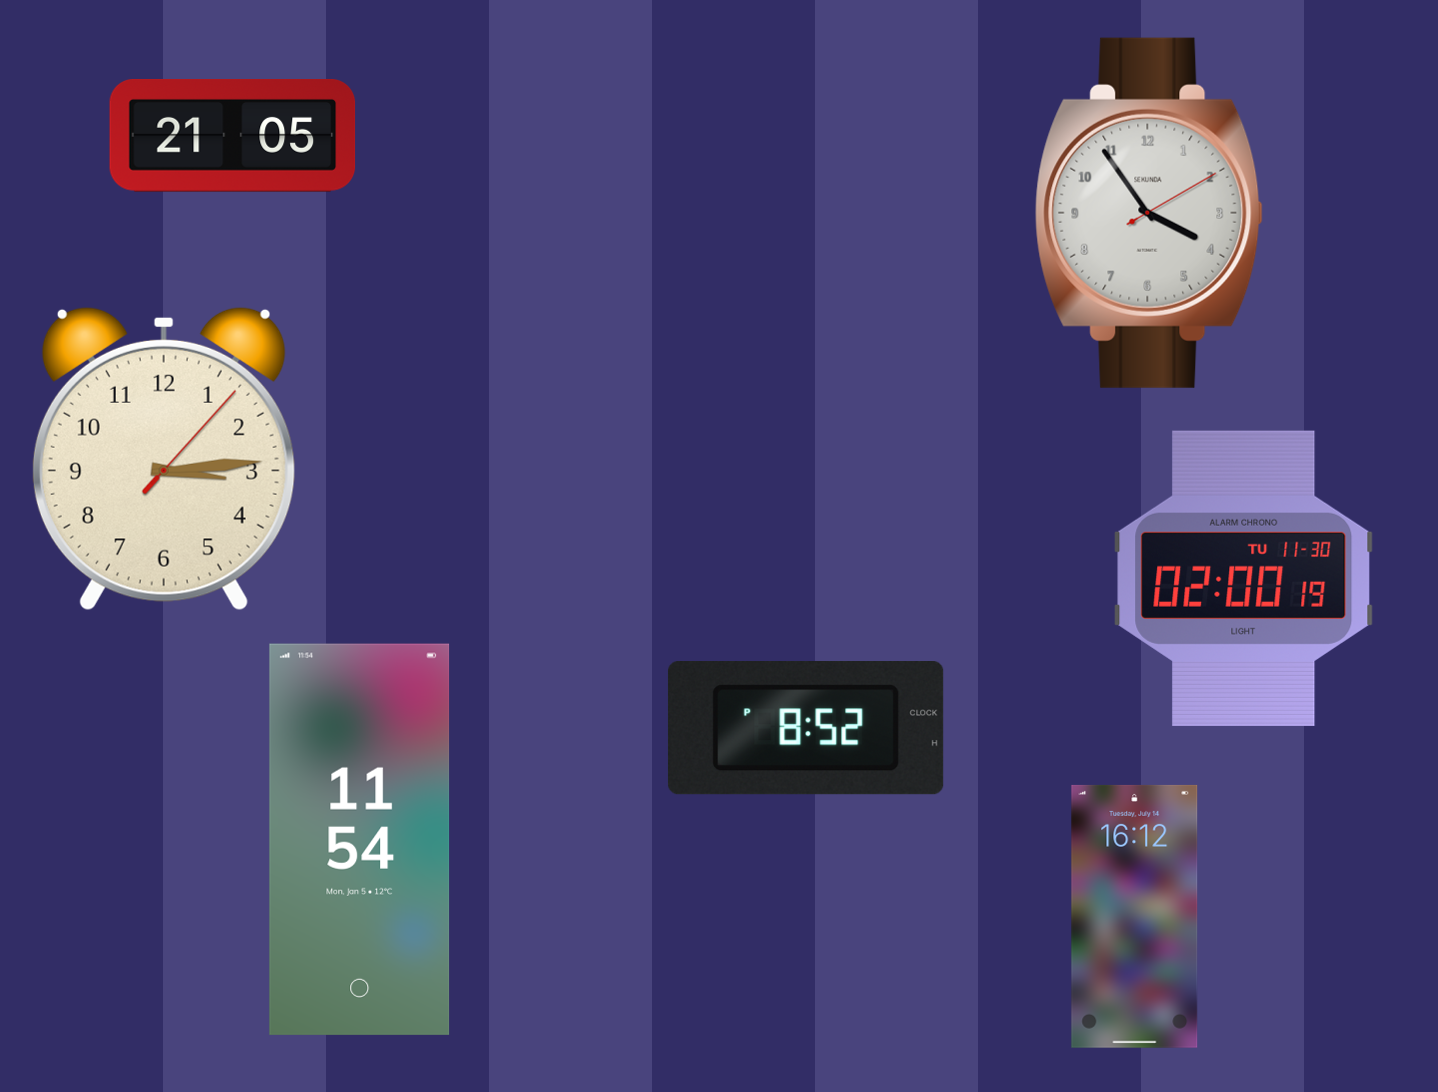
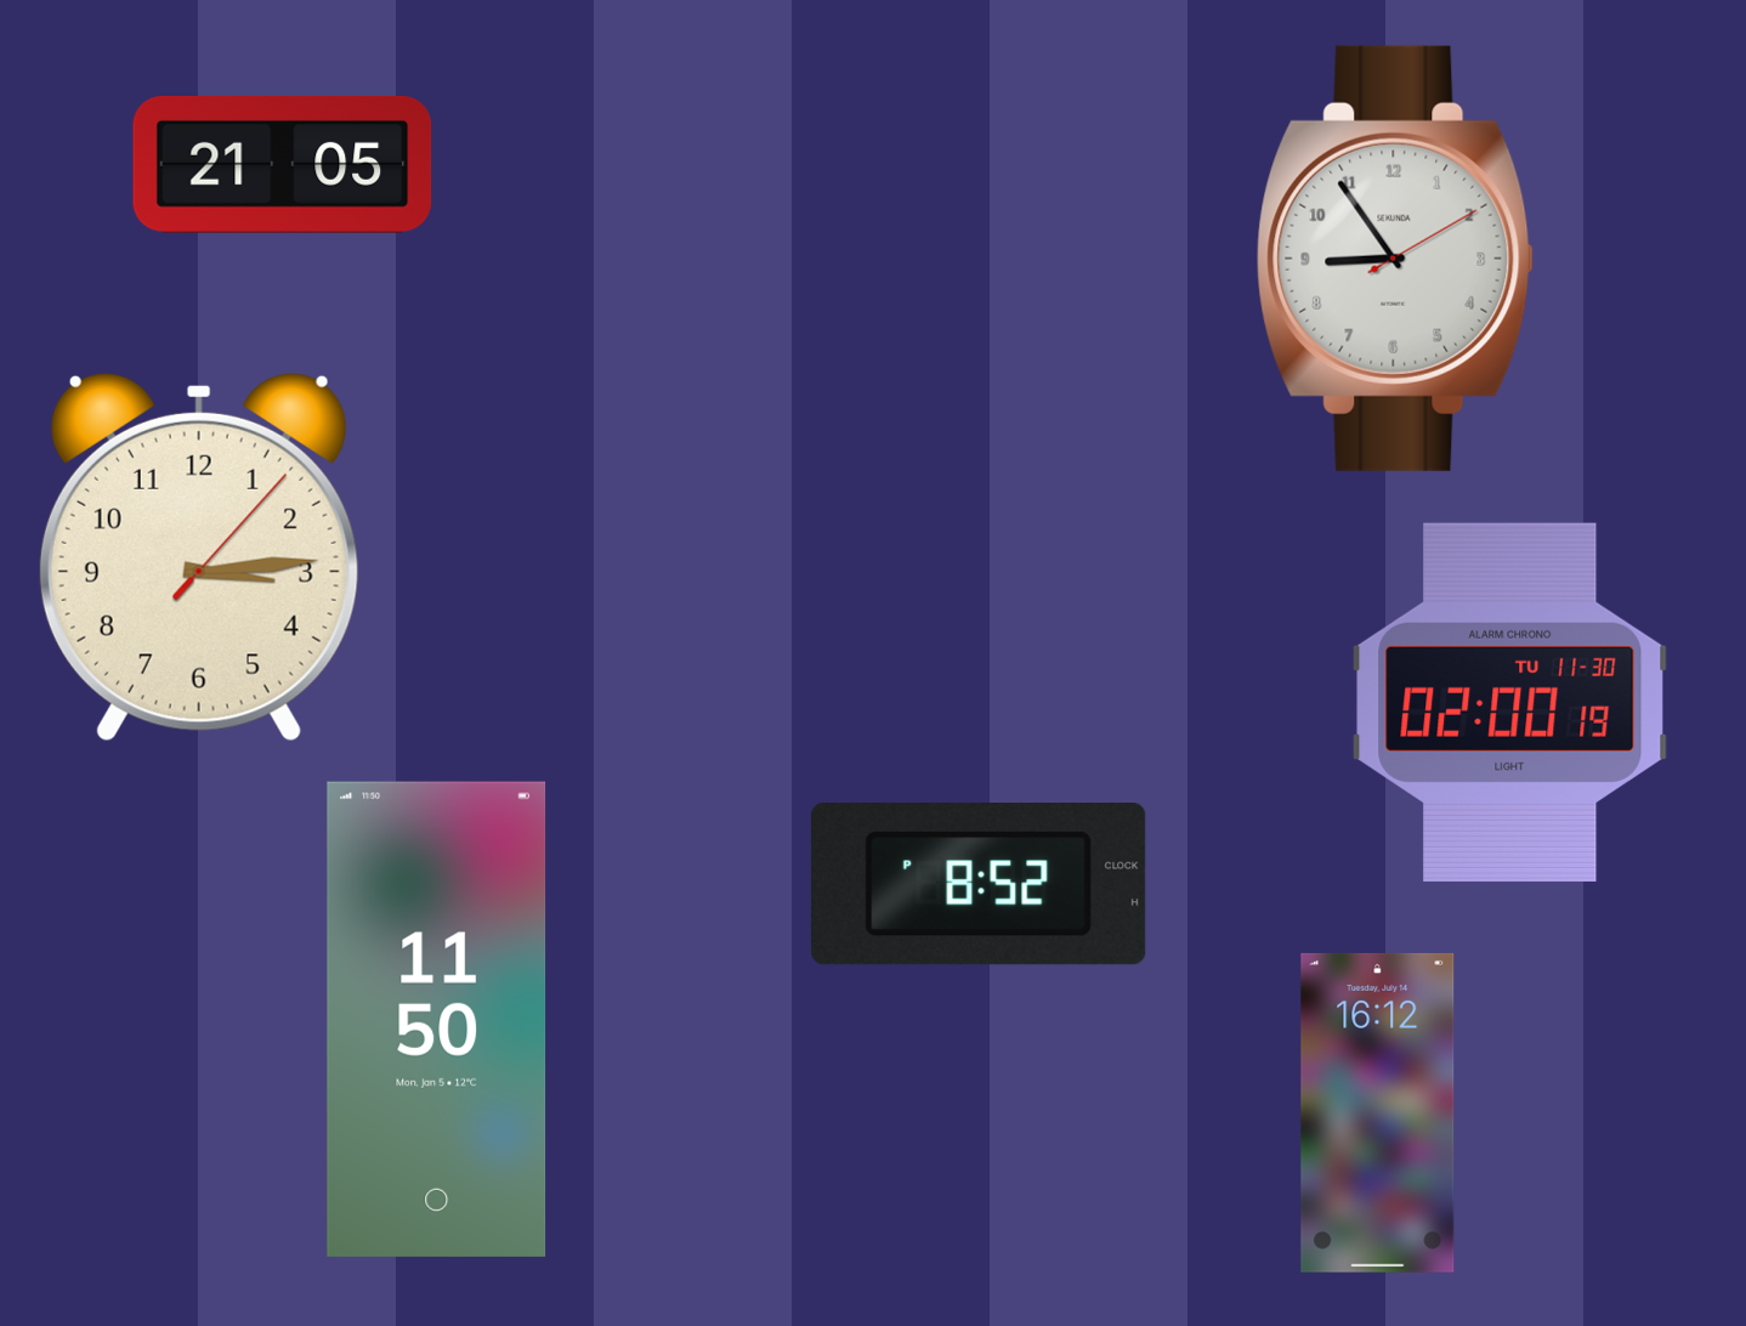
clock at (1149, 213): 3:54 -> 8:54
clock at (360, 839): 11:54 -> 11:50
